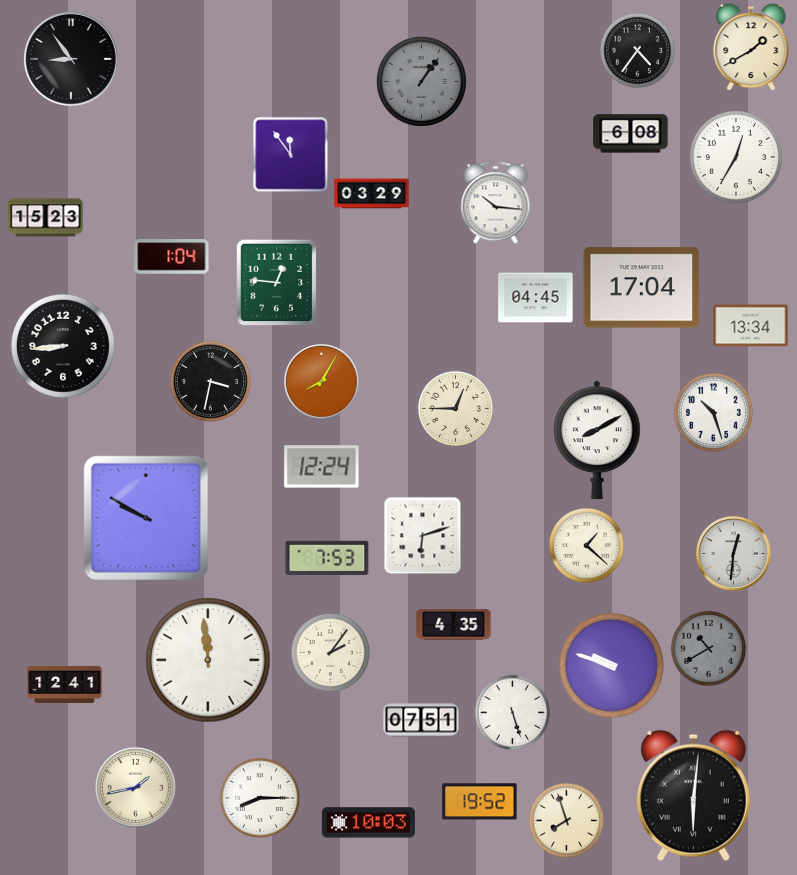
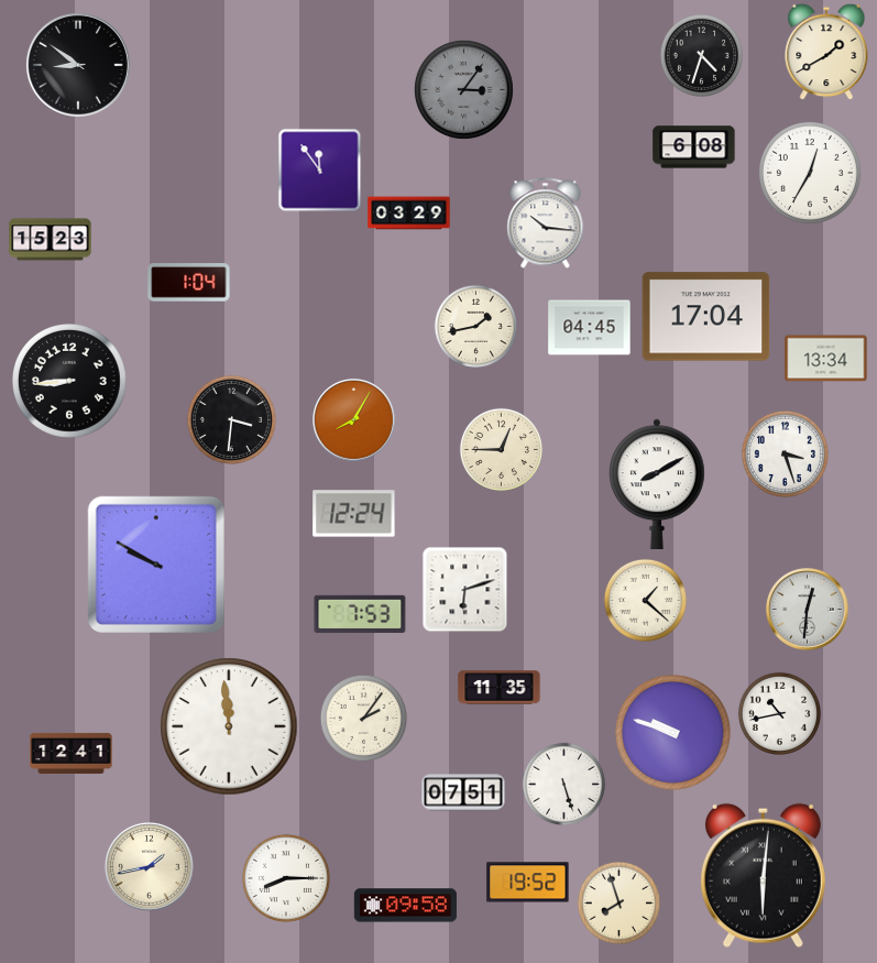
clock at (637, 50): 4:36 -> 4:33
clock at (71, 59): 8:54 -> 8:51
clock at (421, 81): 1:06 -> 3:06
clock at (277, 283): 12:46 -> none
clock at (475, 326): none -> 1:43
clock at (210, 381): 3:32 -> 3:31
clock at (713, 412): 10:27 -> 3:27
clock at (146, 518) position: (146, 518) -> (156, 565)
clock at (454, 625): 4:35 -> 11:35
clock at (708, 648): 10:40 -> 10:43
clock at (708, 648) dial: grey -> white
clock at (566, 820) position: (566, 820) -> (618, 902)
clock at (368, 823): 10:03 -> 09:58
